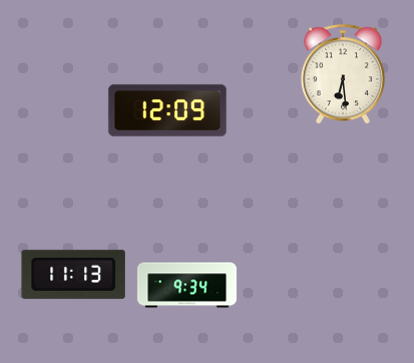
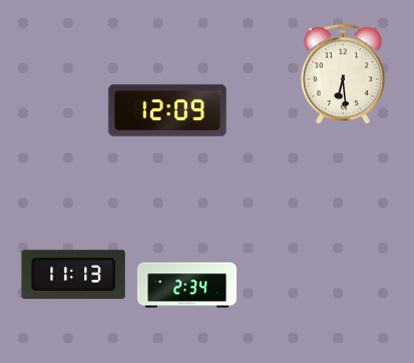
clock at (187, 285): 9:34 -> 2:34
